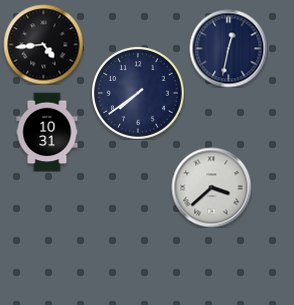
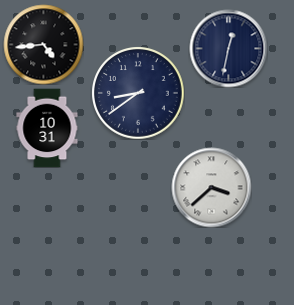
clock at (138, 93): 7:39 -> 8:39
clock at (47, 132) position: (47, 132) -> (47, 128)
